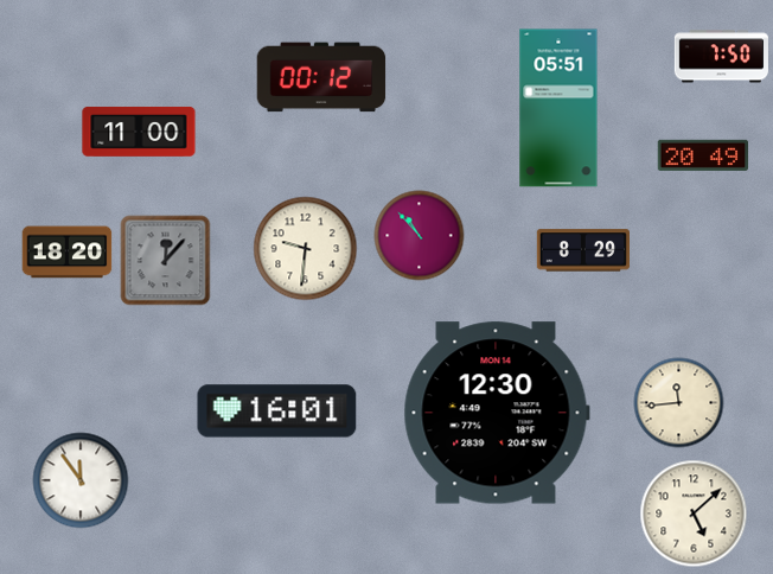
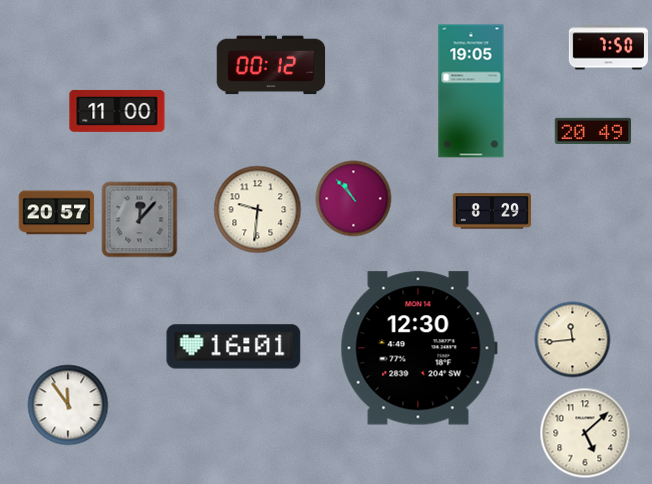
clock at (558, 108): 05:51 -> 19:05
clock at (68, 253): 18:20 -> 20:57
